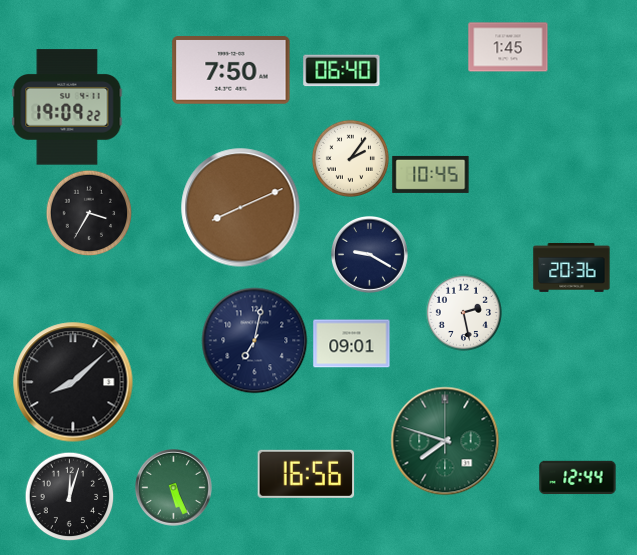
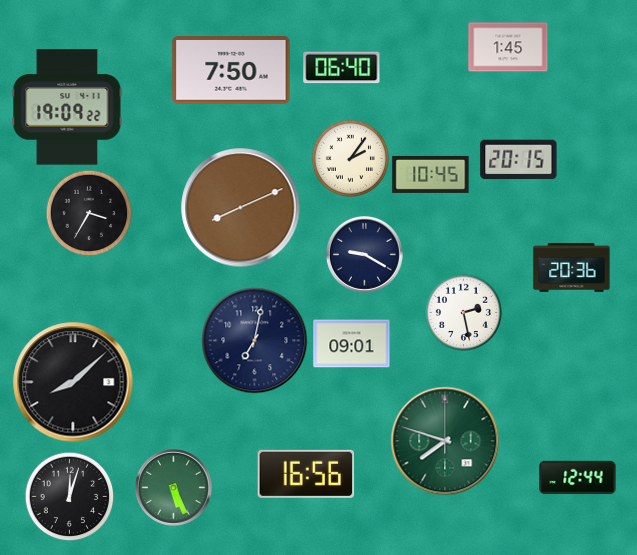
clock at (342, 71) position: (342, 71) -> (342, 68)
clock at (519, 160): none -> 20:15
clock at (370, 255) position: (370, 255) -> (365, 255)
